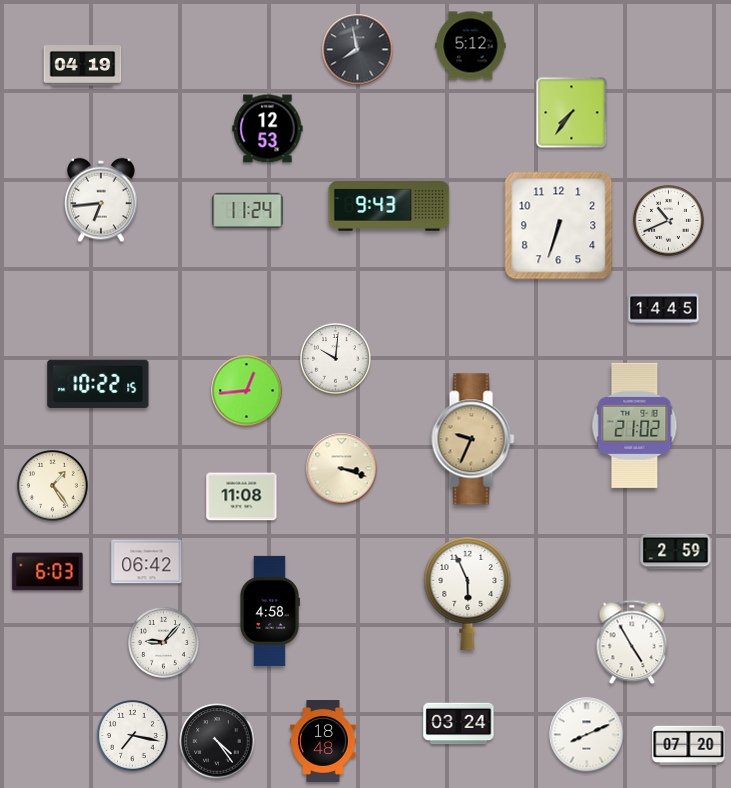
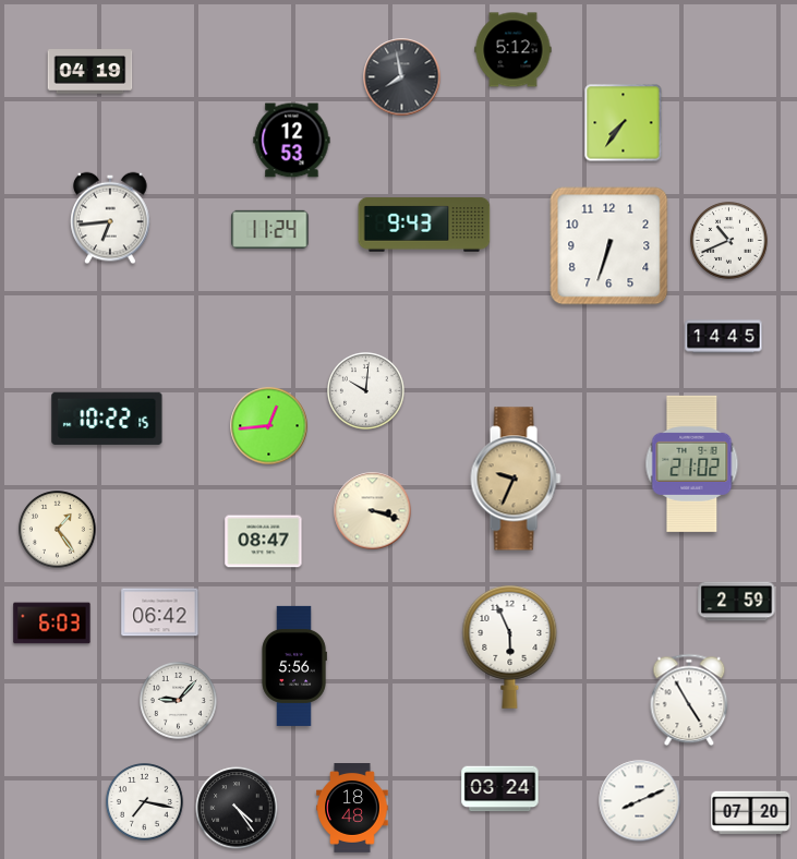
clock at (358, 50) position: (358, 50) -> (402, 77)
clock at (242, 497): 11:08 -> 08:47
clock at (270, 611): 4:58 -> 5:56
